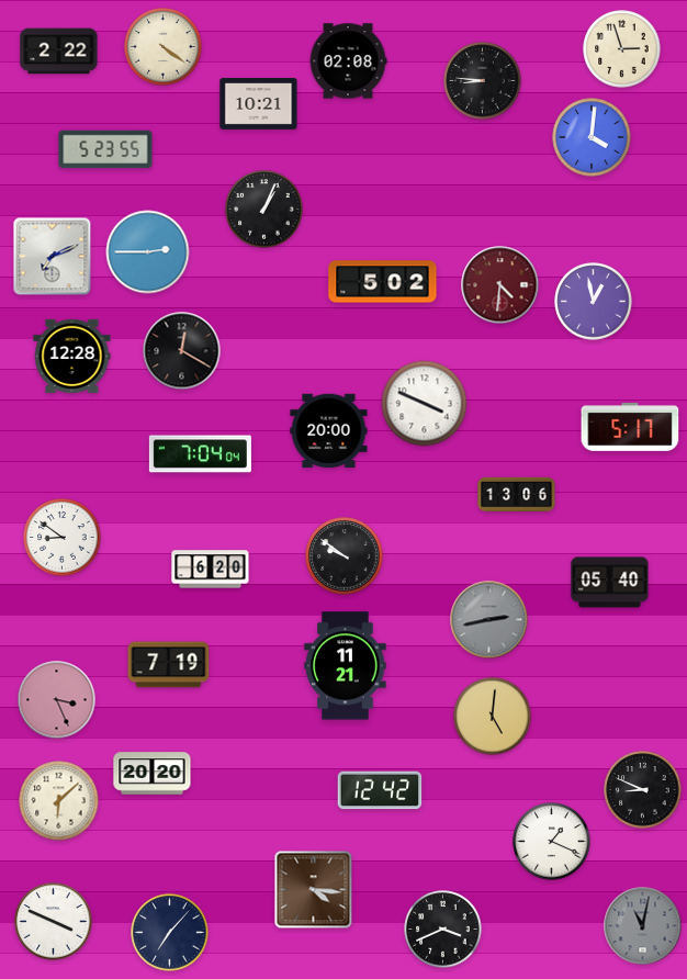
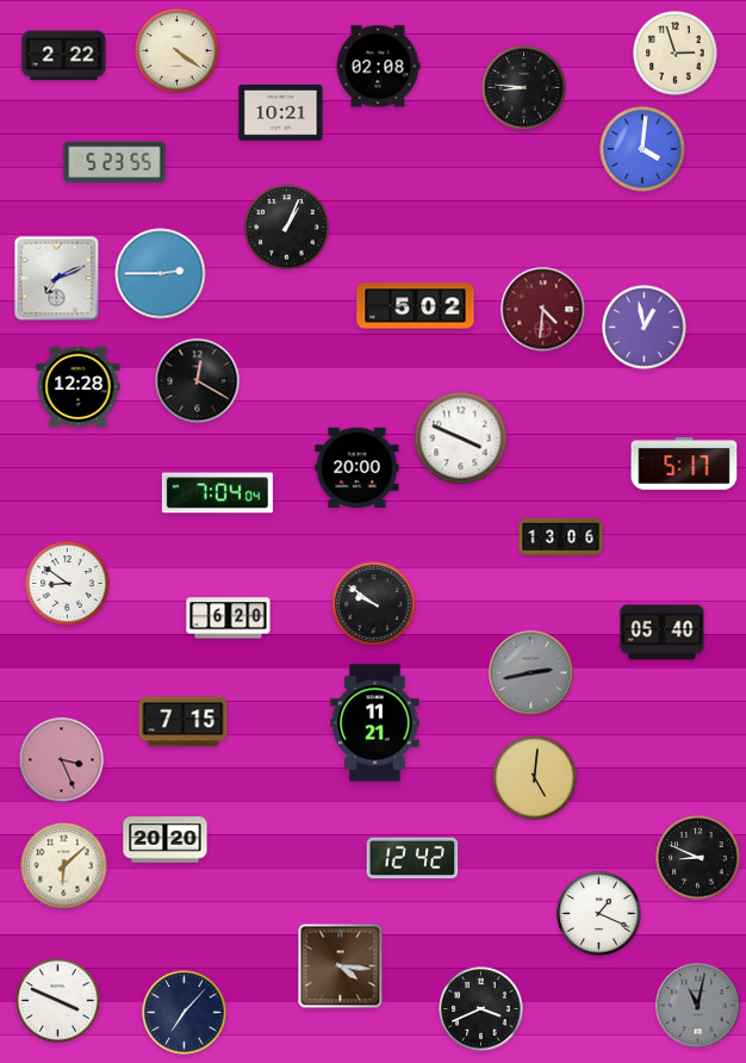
clock at (169, 665): 7:19 -> 7:15
clock at (59, 801) position: (59, 801) -> (64, 866)
